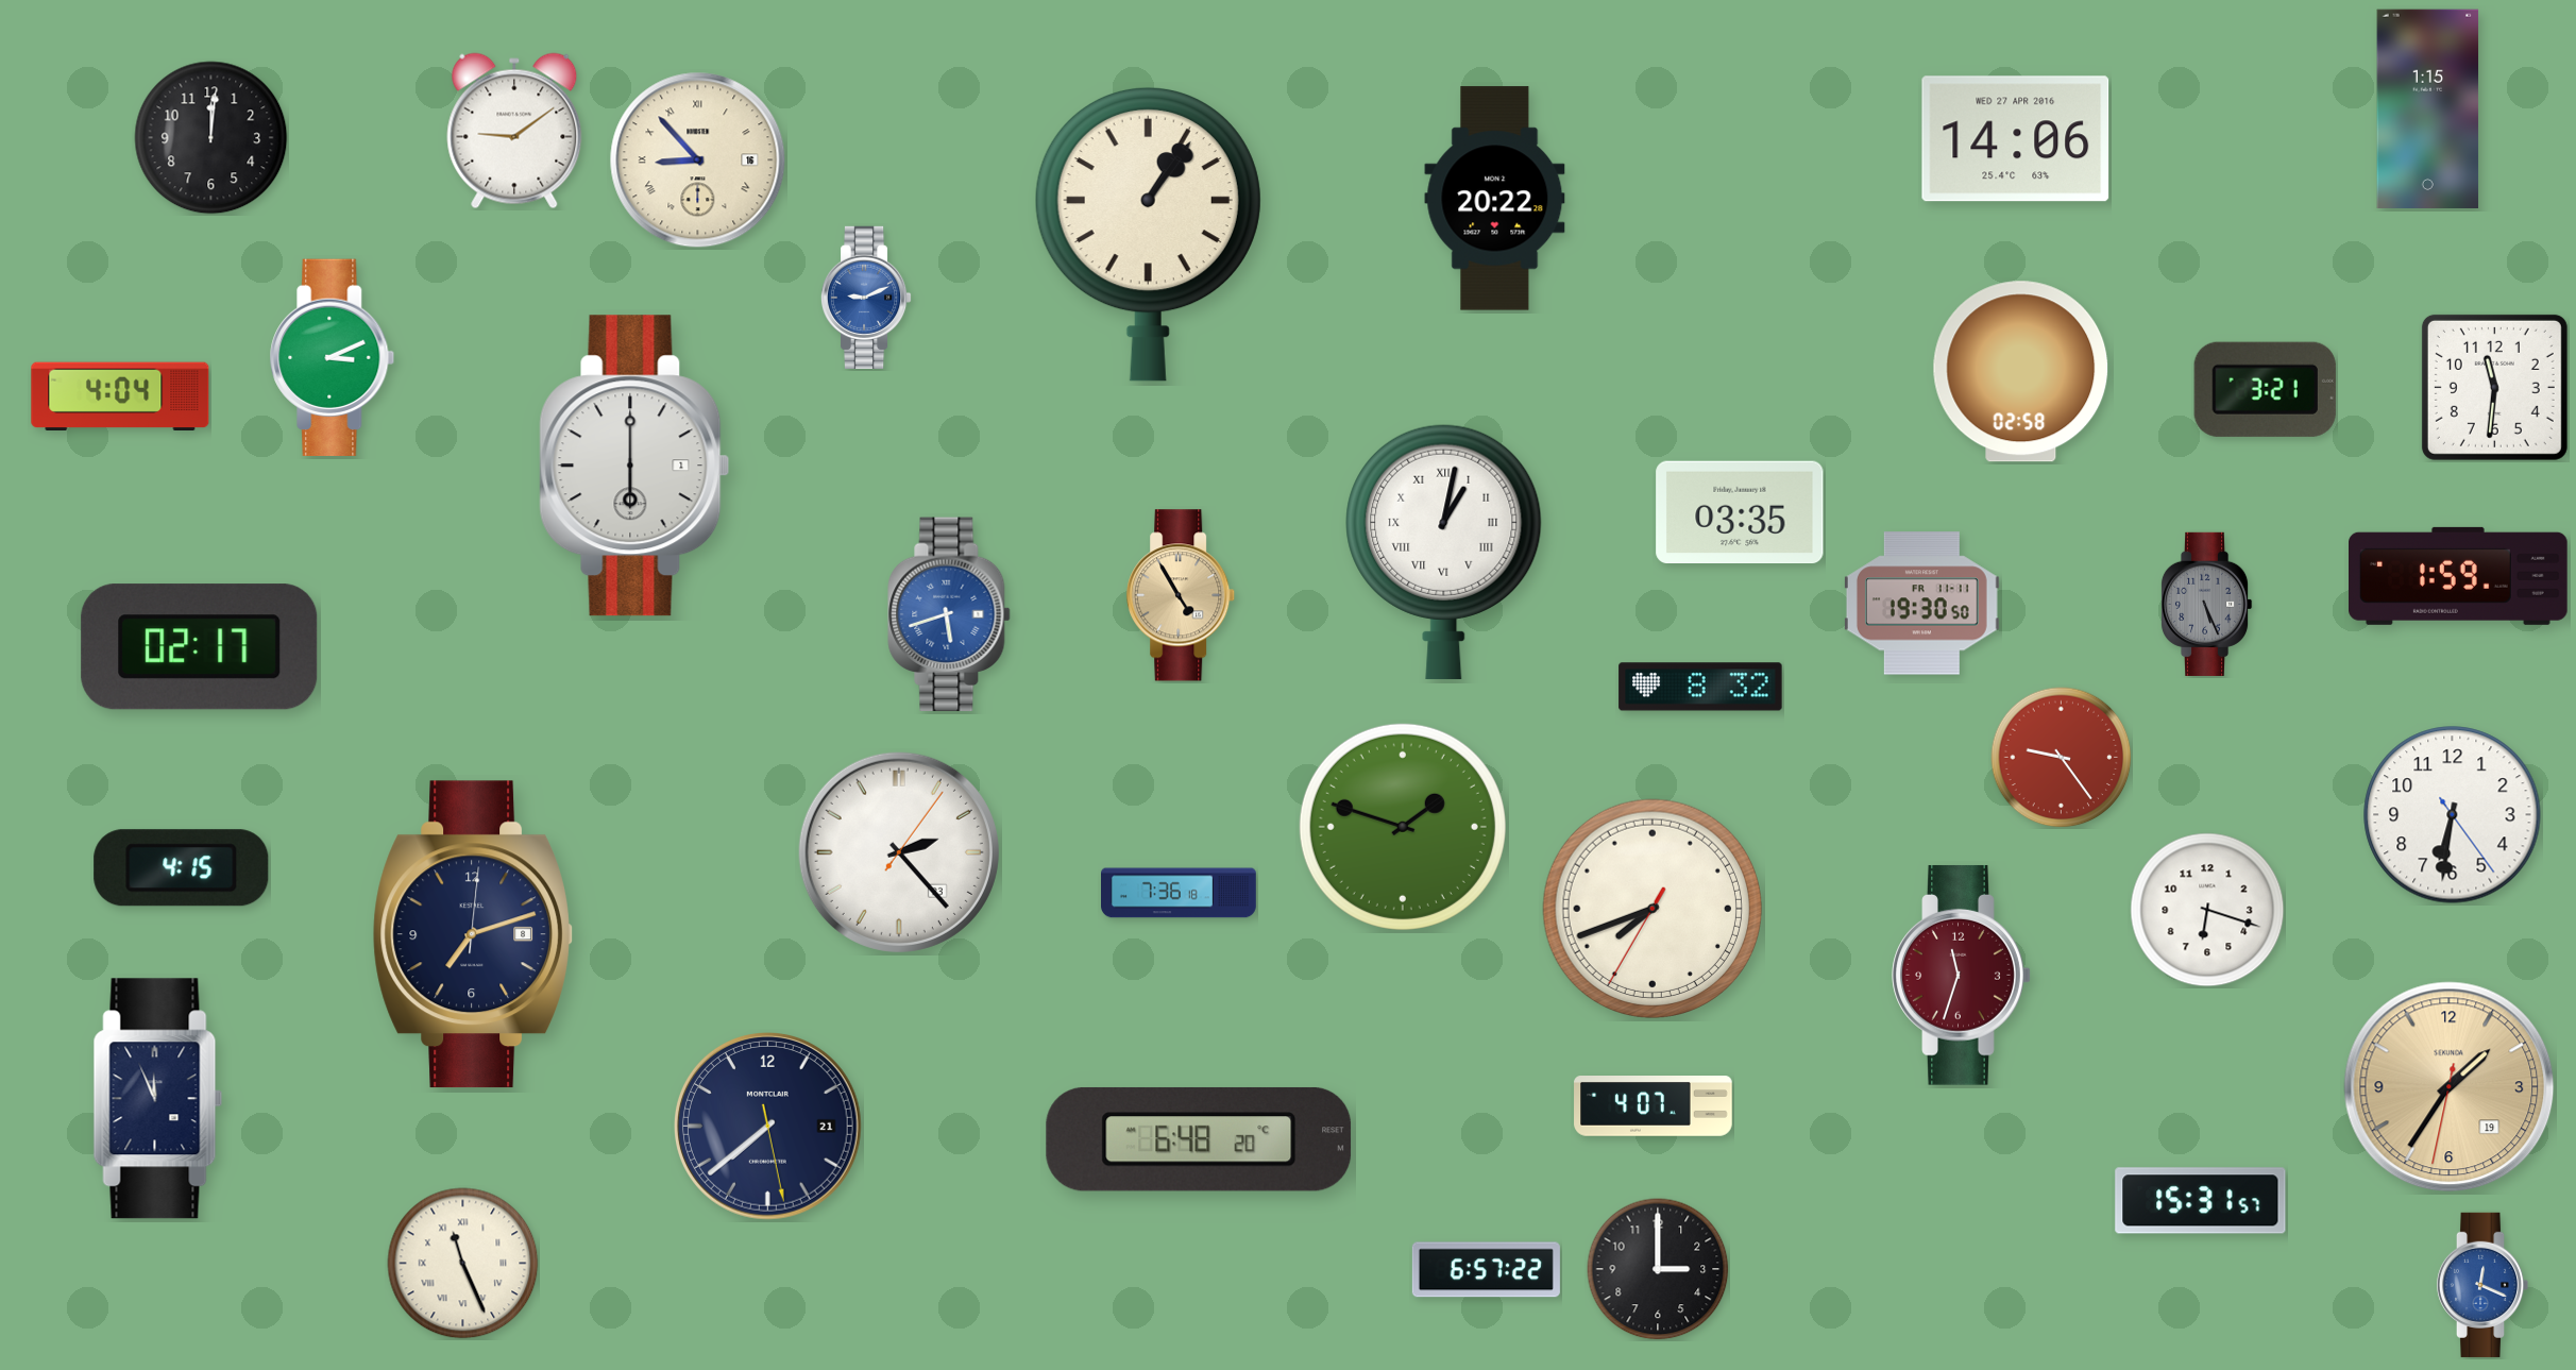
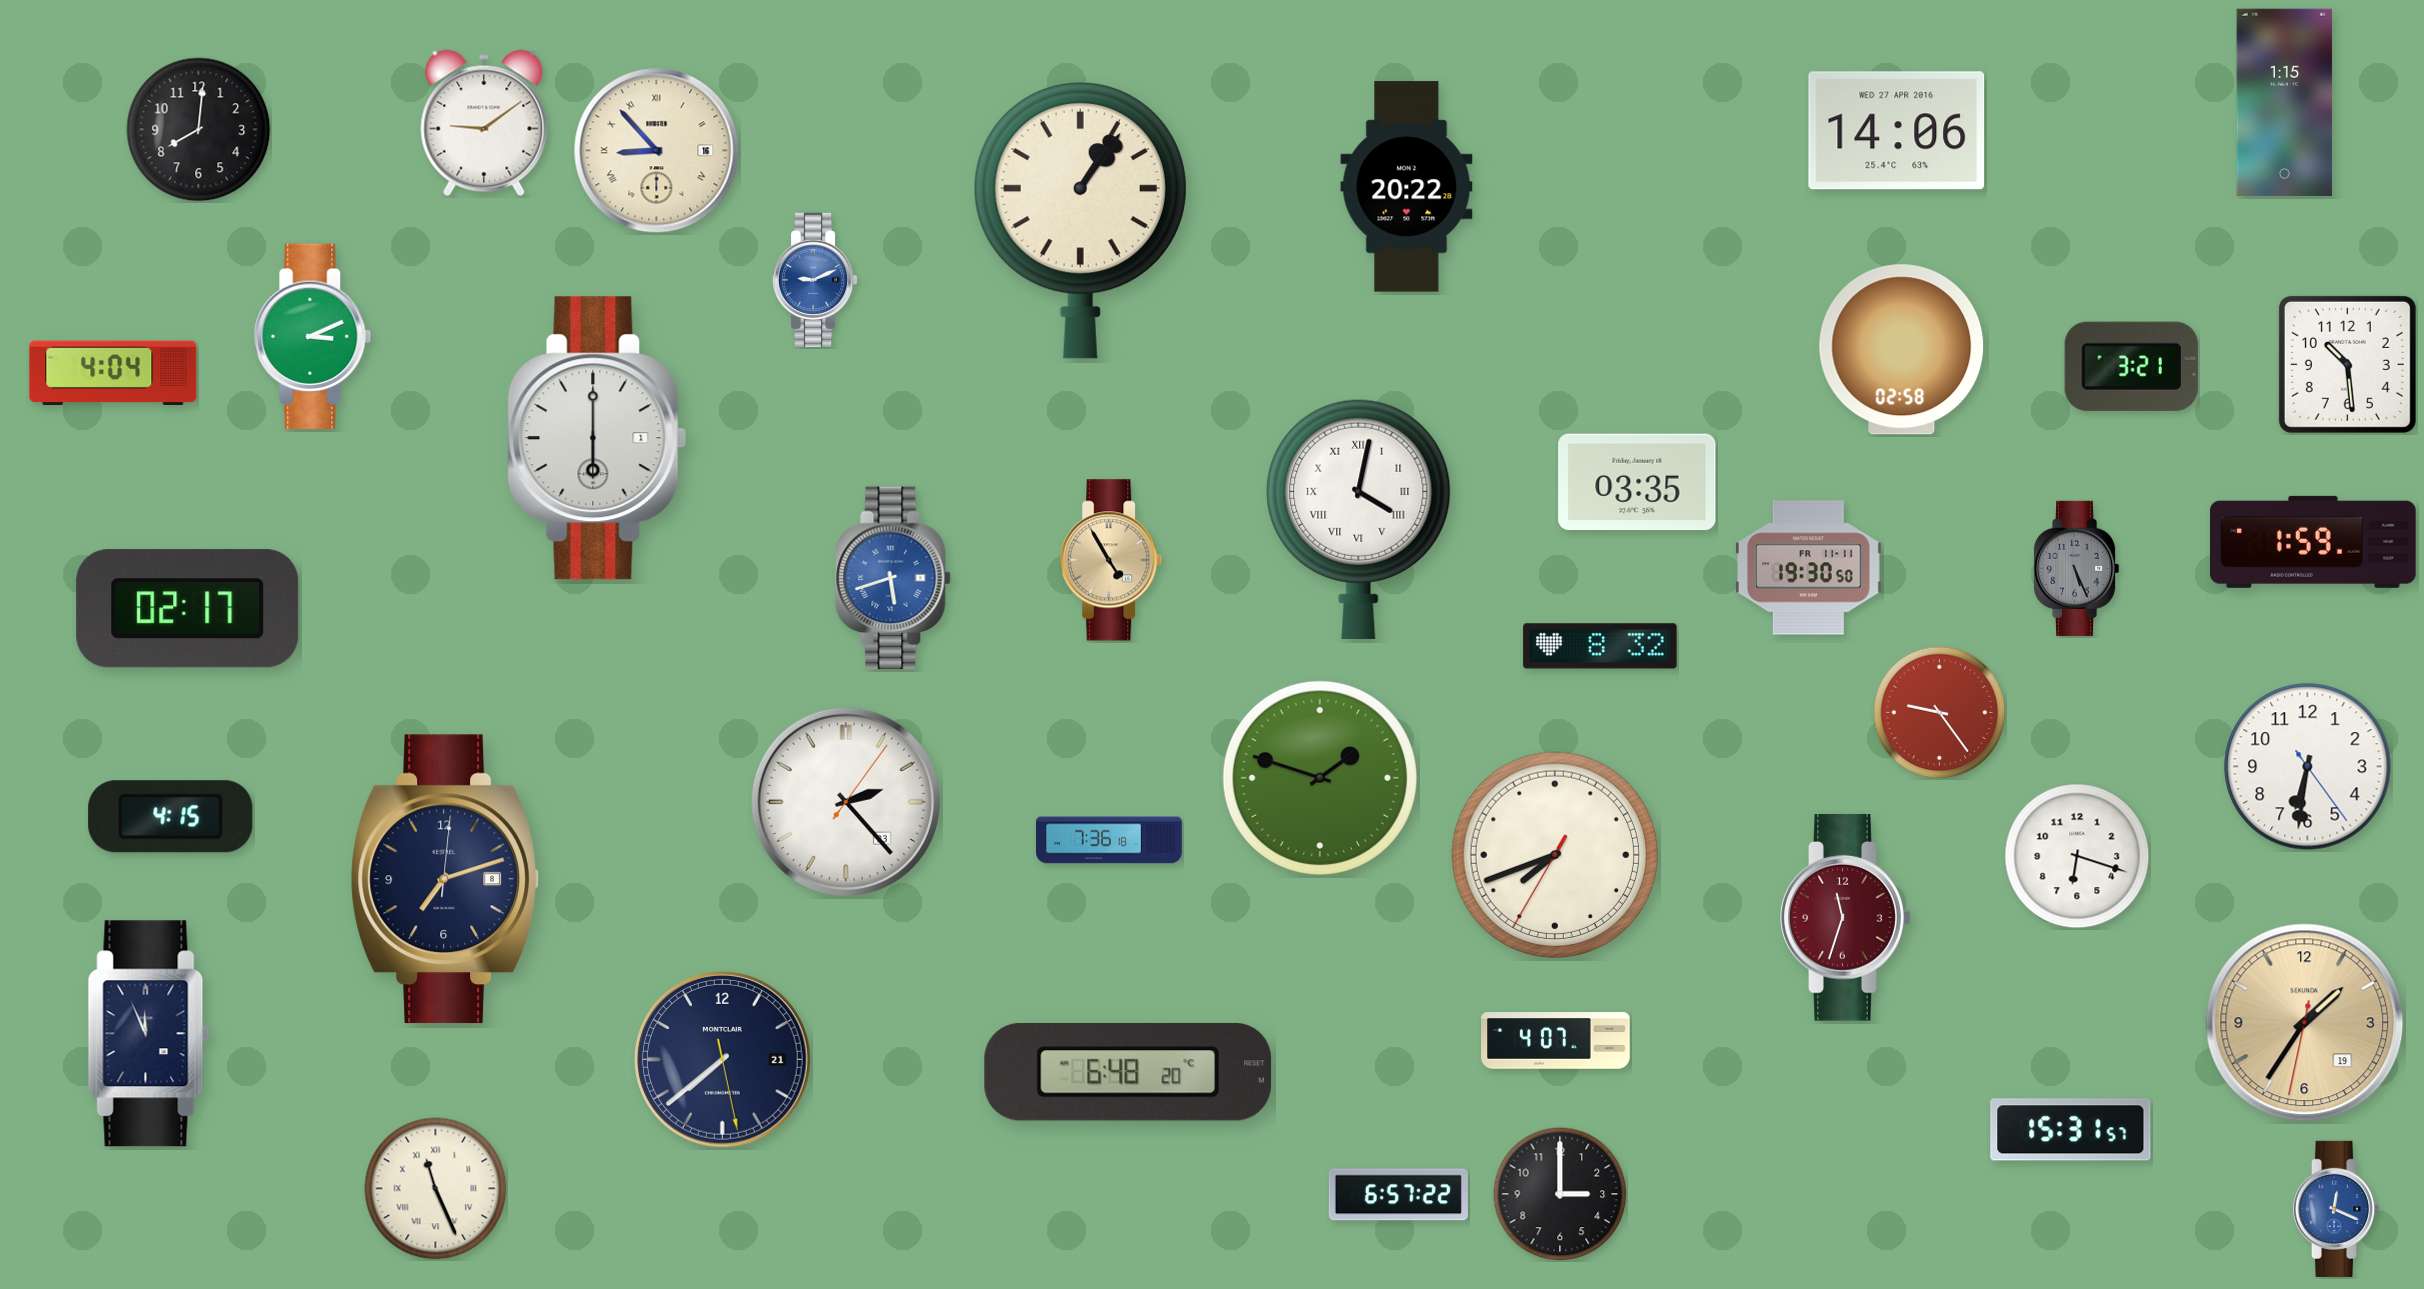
clock at (211, 138): 12:01 -> 8:01
clock at (2494, 387): 11:31 -> 10:29
clock at (1444, 552): 1:02 -> 4:02
